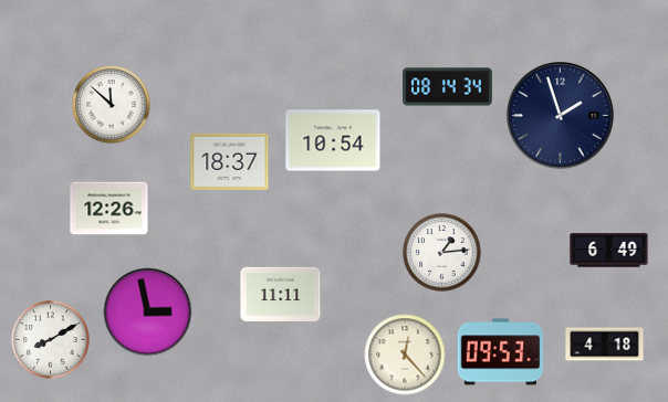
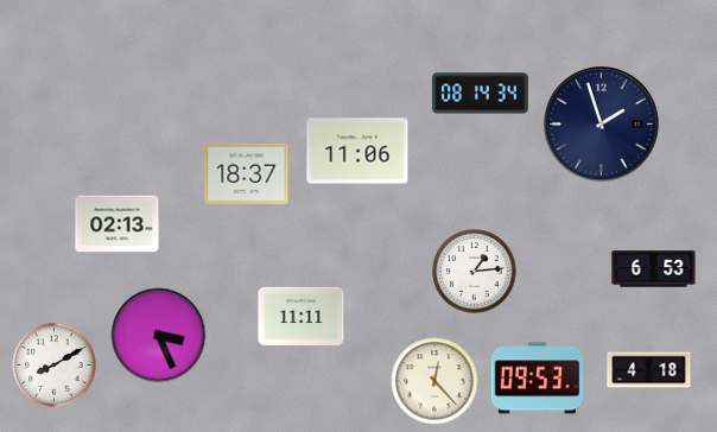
clock at (112, 105): 11:52 -> none
clock at (333, 140): 10:54 -> 11:06
clock at (109, 209): 12:26 -> 02:13
clock at (609, 251): 6:49 -> 6:53
clock at (148, 313): 2:58 -> 3:26
